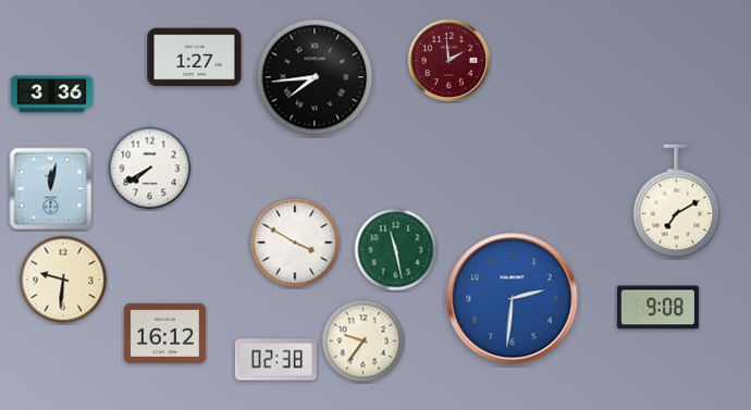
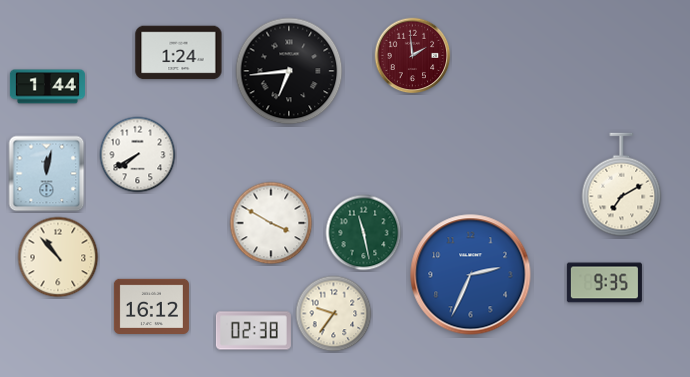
clock at (195, 58): 1:27 -> 1:24
clock at (315, 77): 7:44 -> 6:44
clock at (51, 95): 3:36 -> 1:44
clock at (396, 250) position: (396, 250) -> (364, 233)
clock at (63, 279): 9:31 -> 10:53
clock at (513, 299): 2:31 -> 2:34
clock at (657, 308): 9:08 -> 9:35
